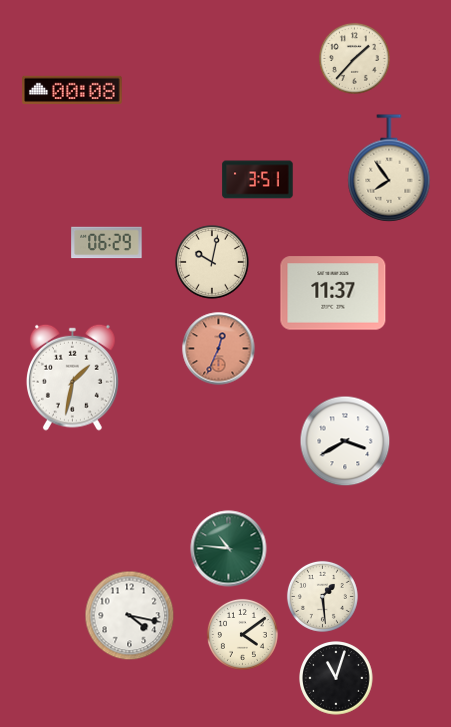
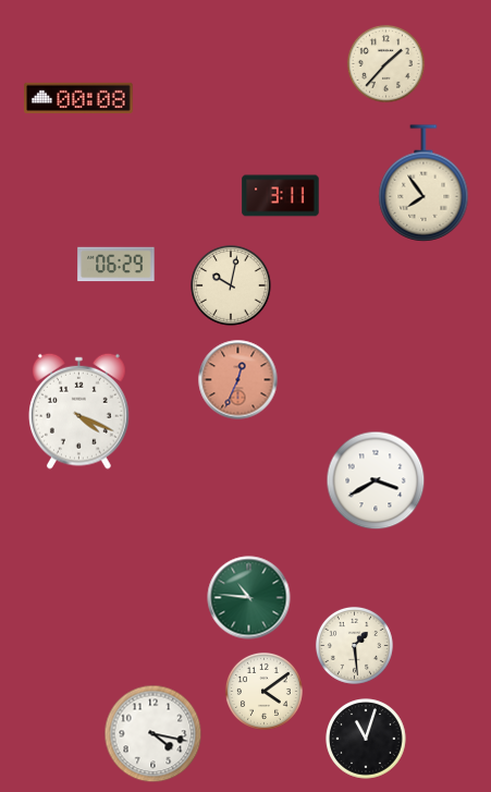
clock at (258, 180): 3:51 -> 3:11
clock at (333, 293): 11:37 -> none
clock at (73, 377): 1:32 -> 4:19
clock at (322, 596) position: (322, 596) -> (354, 645)
clock at (130, 616) position: (130, 616) -> (154, 734)
